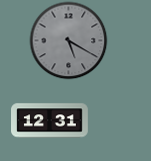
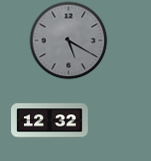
clock at (50, 121): 12:31 -> 12:32
